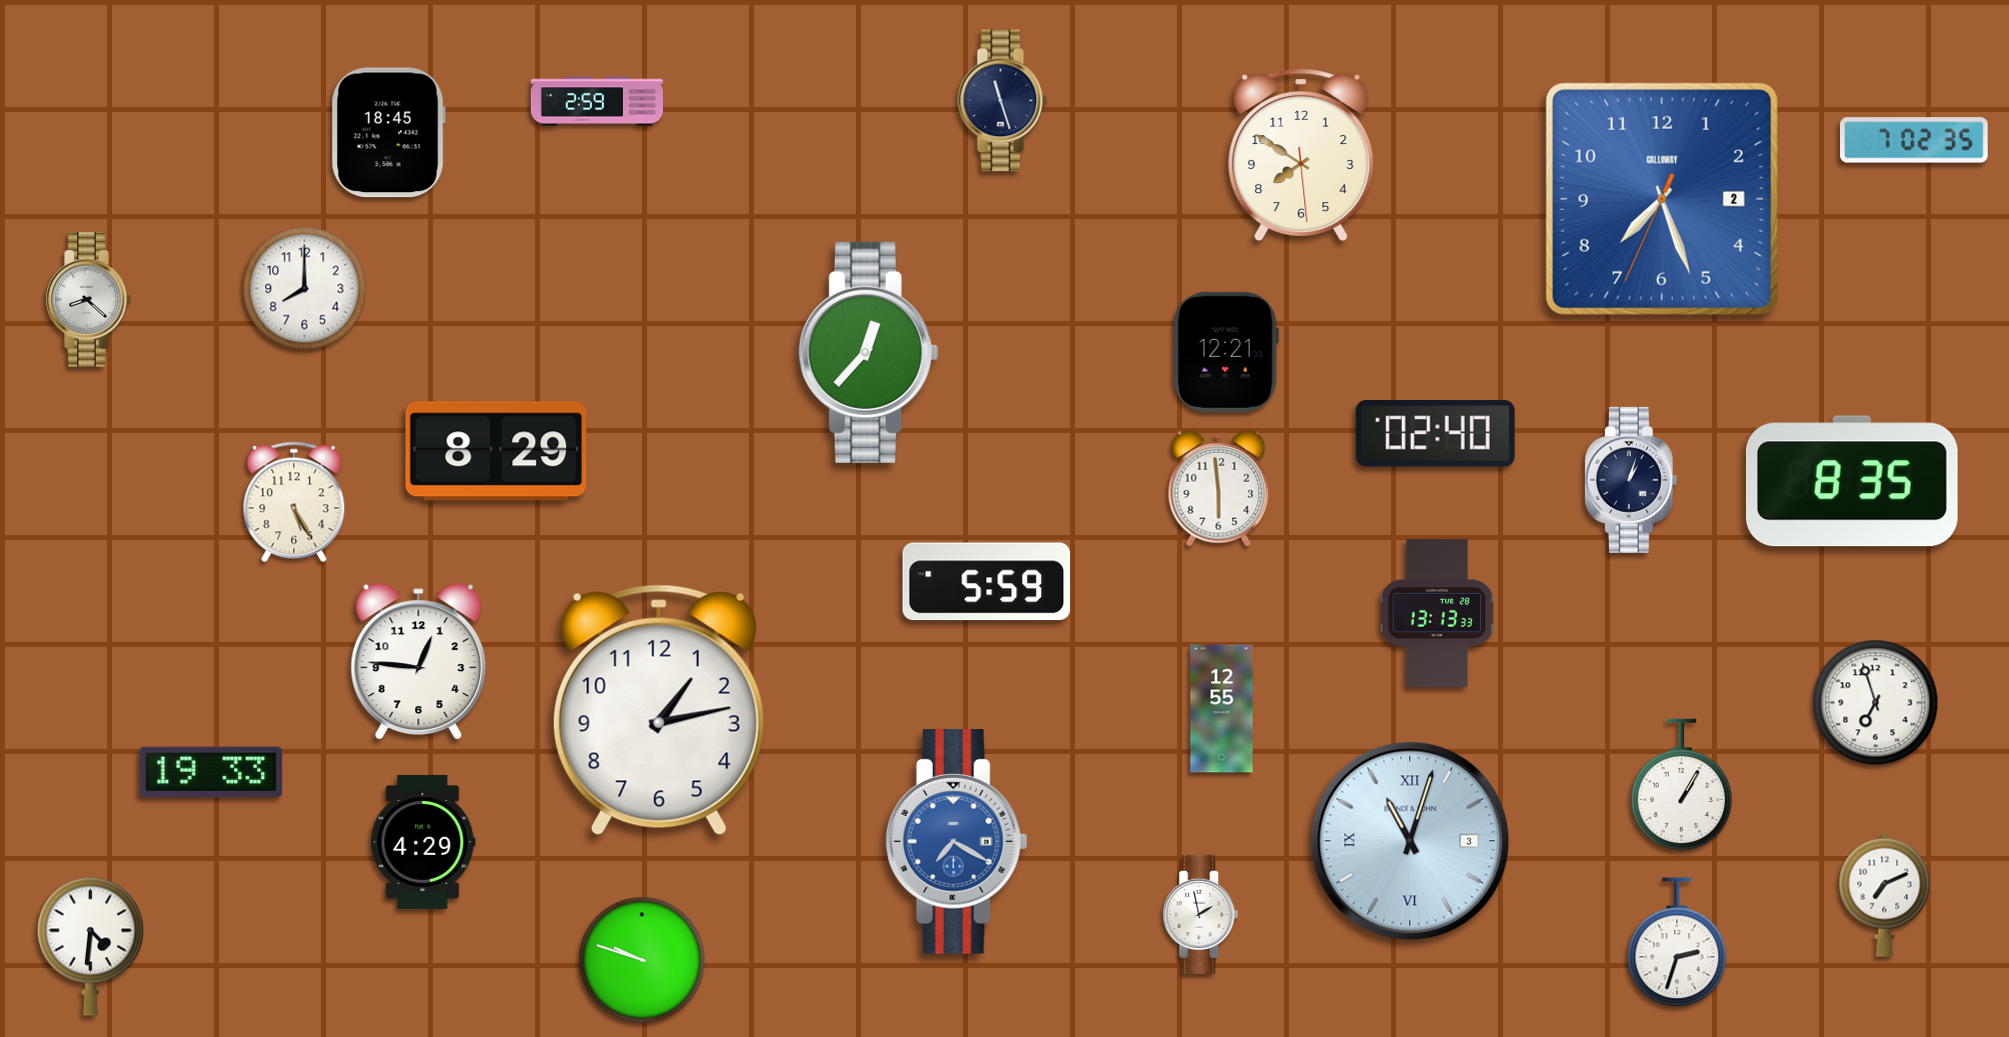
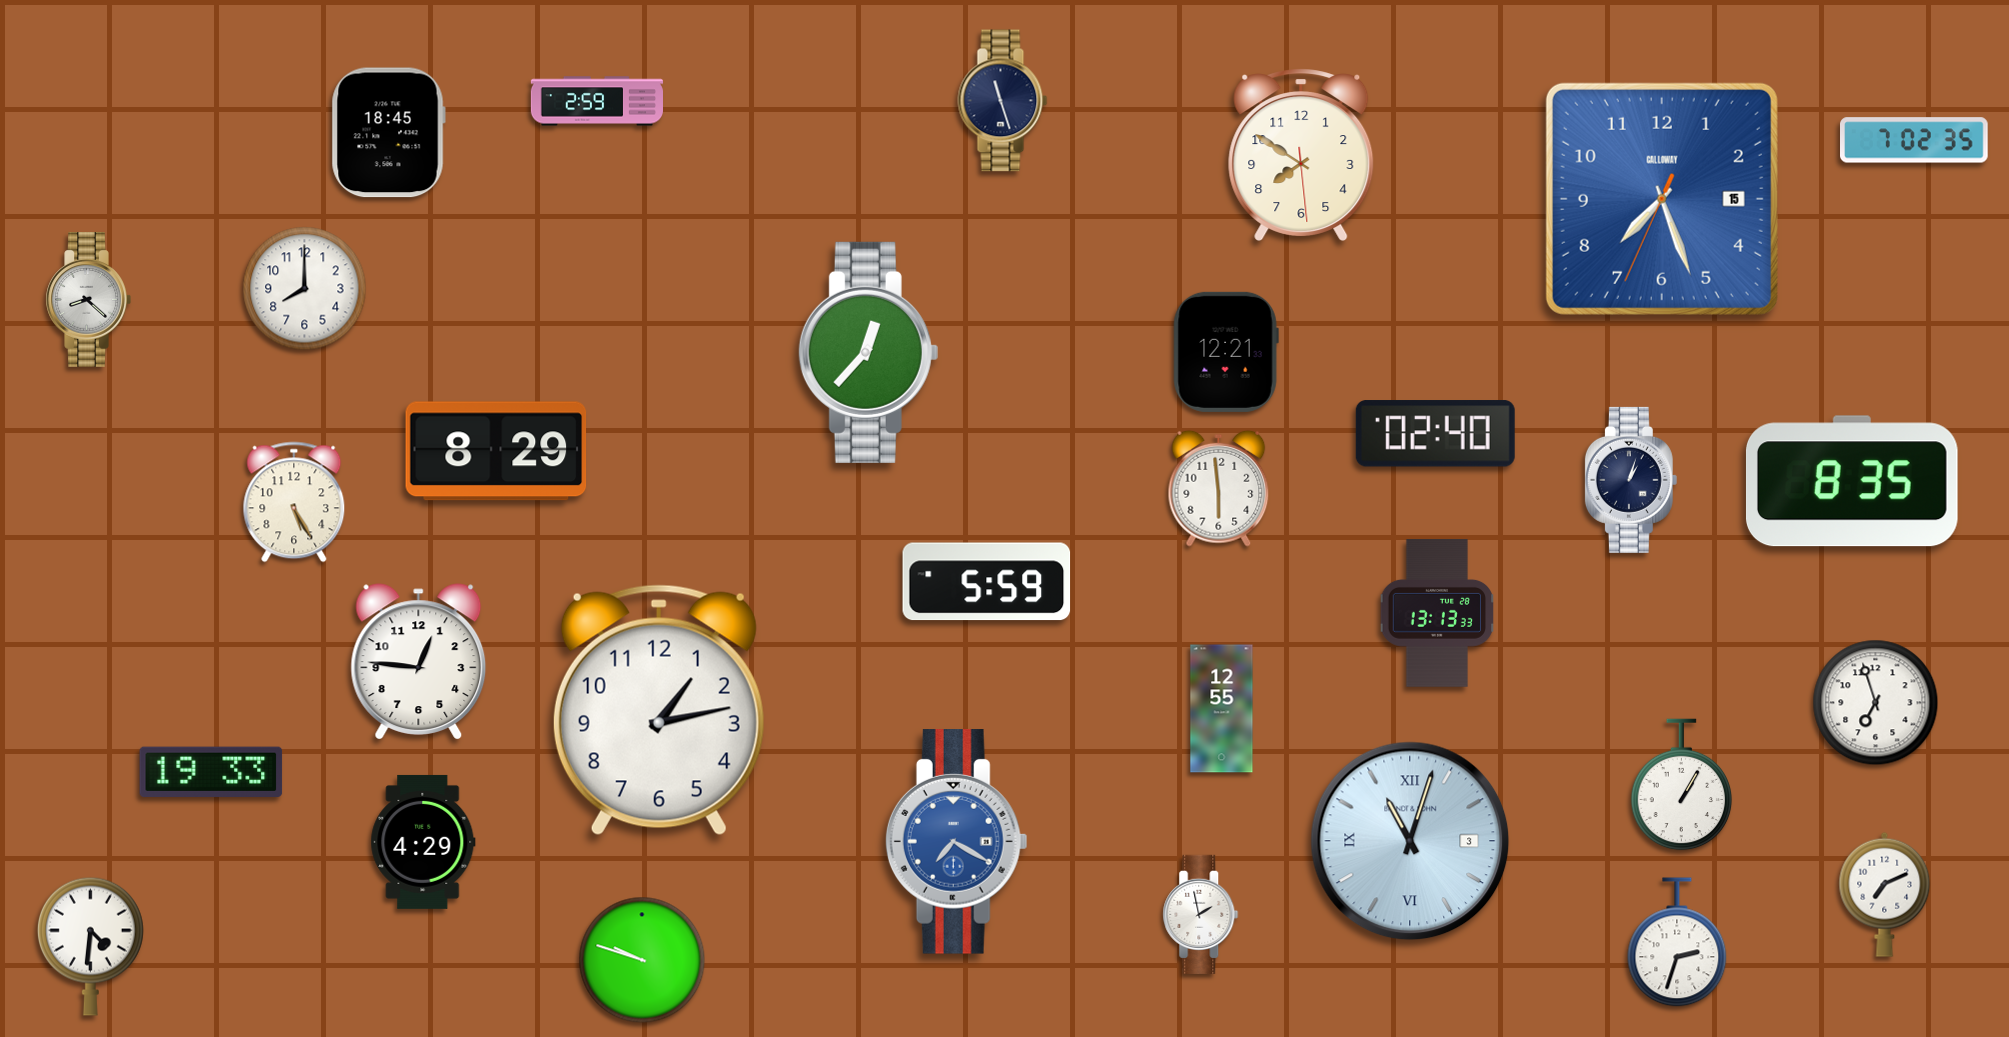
clock at (1662, 199) date: 2 -> 15
